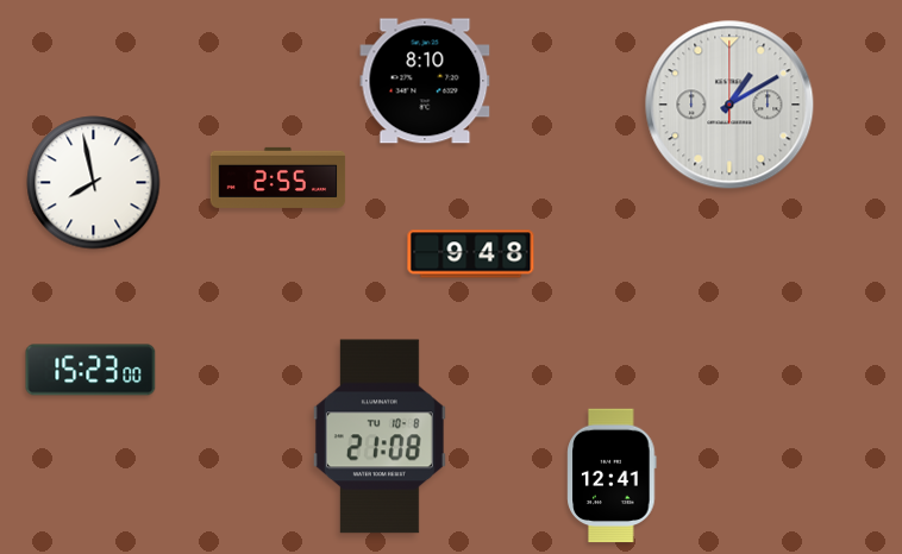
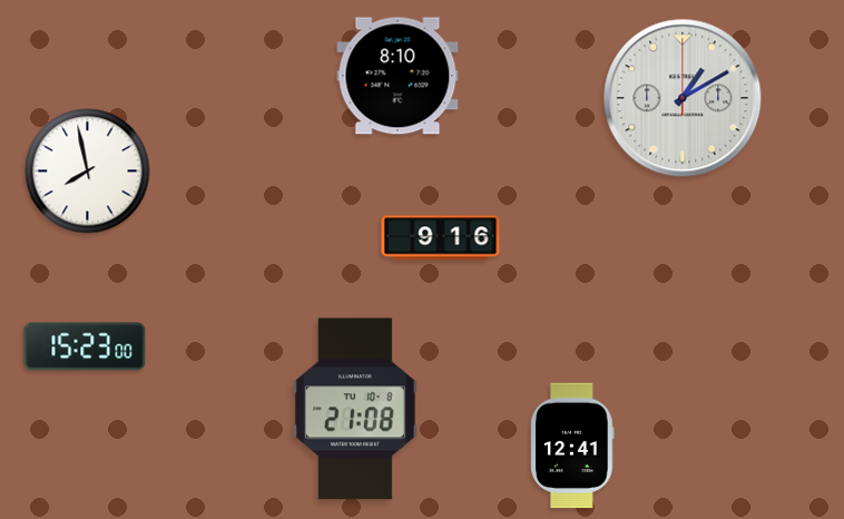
clock at (278, 177): 2:55 -> none
clock at (471, 254): 9:48 -> 9:16
